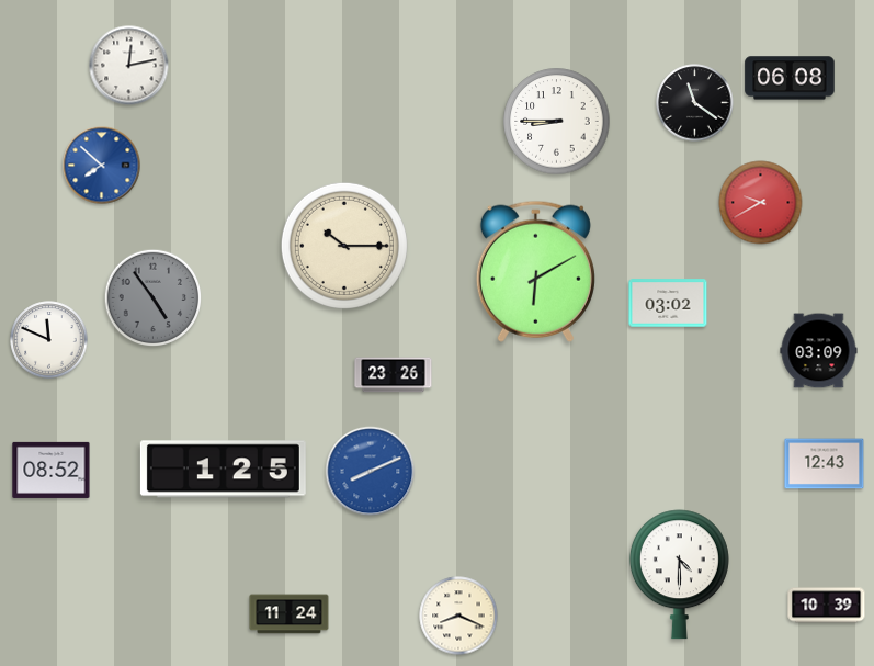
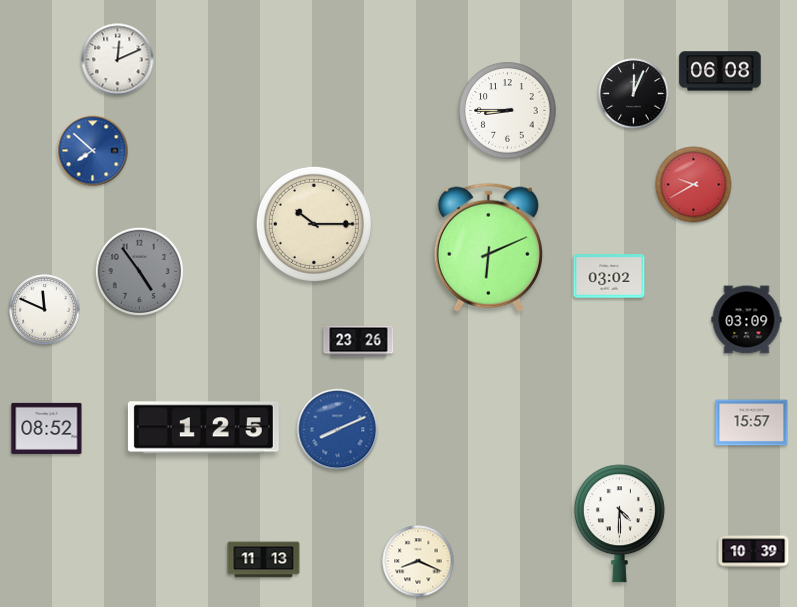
clock at (129, 66): 12:13 -> 12:11
clock at (695, 103): 11:21 -> 12:04
clock at (535, 271): 6:10 -> 6:11
clock at (825, 464): 12:43 -> 15:57
clock at (290, 614): 11:24 -> 11:13
